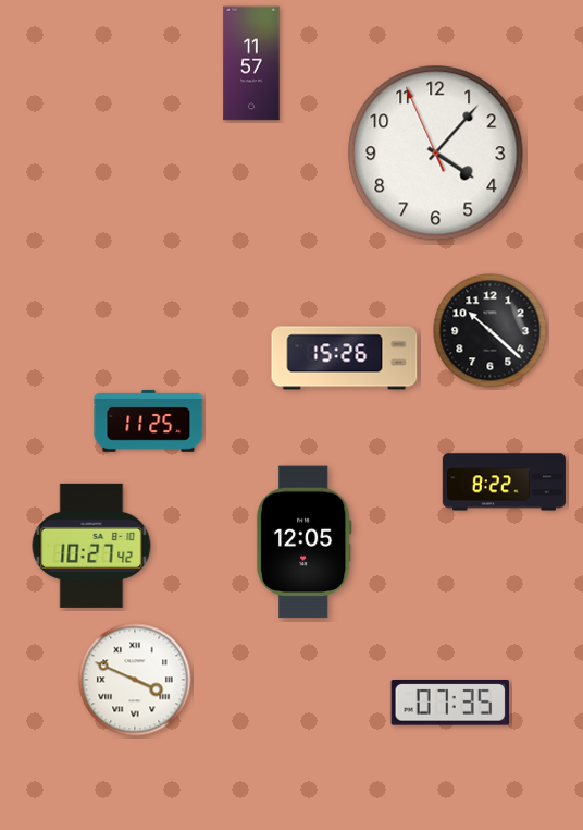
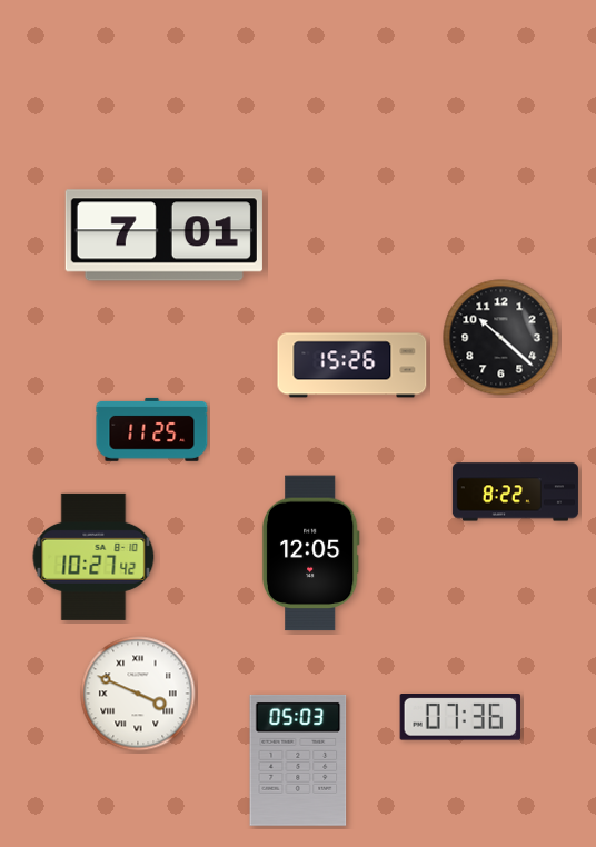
clock at (251, 63): 11:57 -> none
clock at (436, 154): 4:06 -> none
clock at (163, 236): none -> 7:01
clock at (449, 704): 07:35 -> 07:36
clock at (298, 760): none -> 05:03
